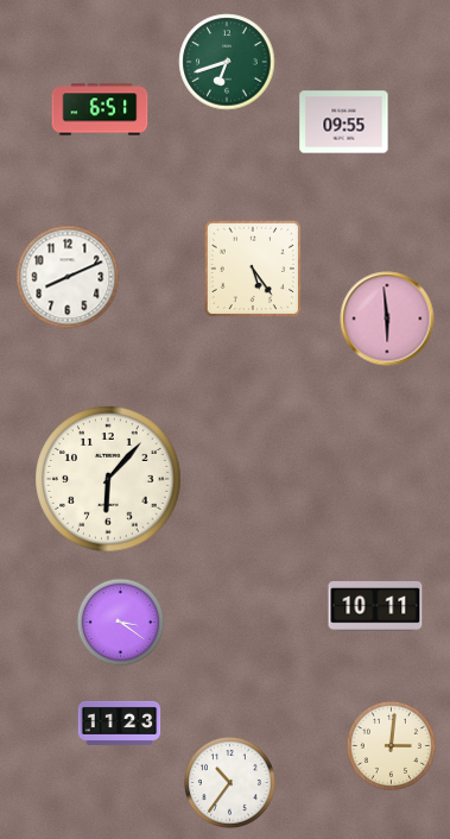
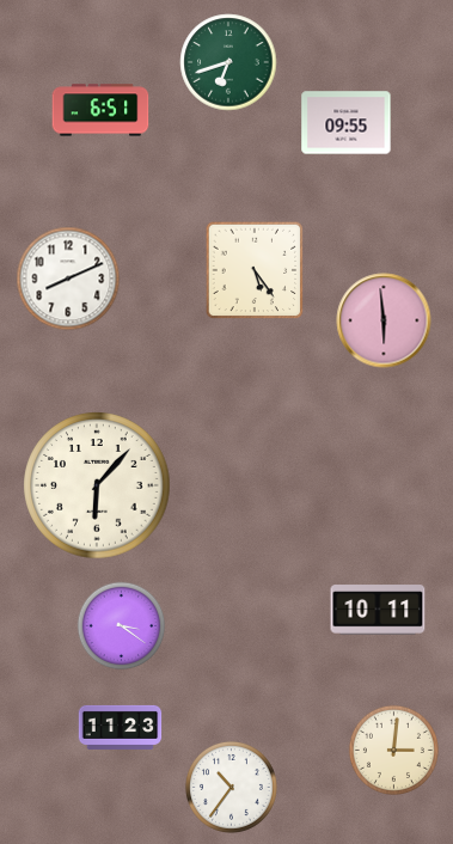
clock at (387, 318) position: (387, 318) -> (384, 320)
clock at (108, 479) position: (108, 479) -> (97, 485)
